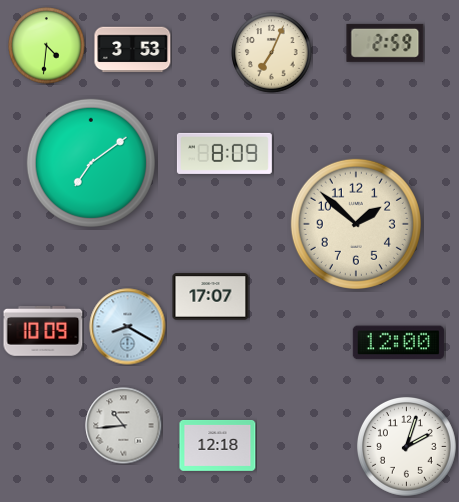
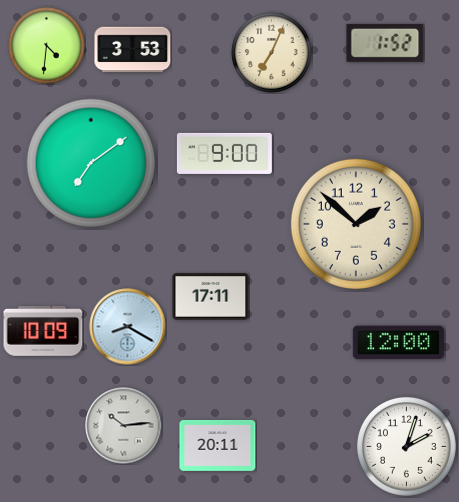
clock at (385, 43): 2:59 -> 1:52
clock at (224, 153): 8:09 -> 9:00
clock at (211, 297): 17:07 -> 17:11
clock at (124, 426): 10:44 -> 10:14
clock at (218, 445): 12:18 -> 20:11
